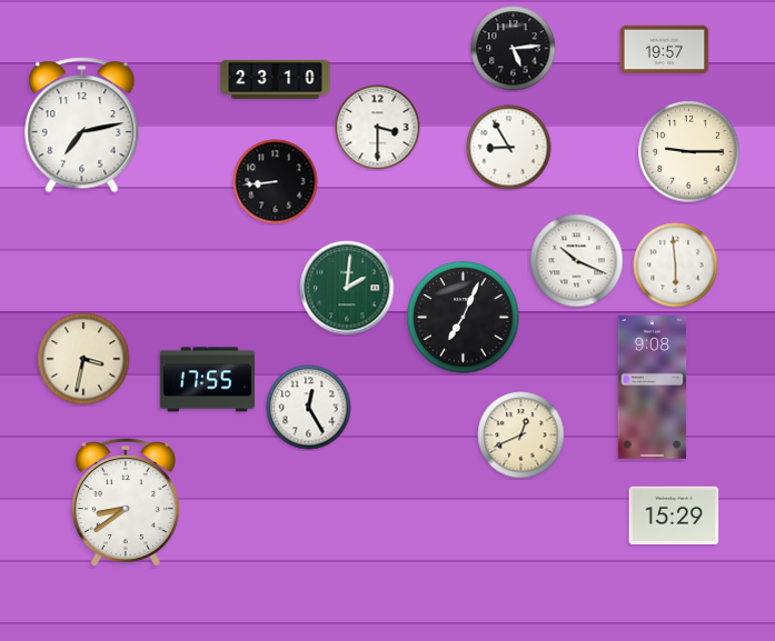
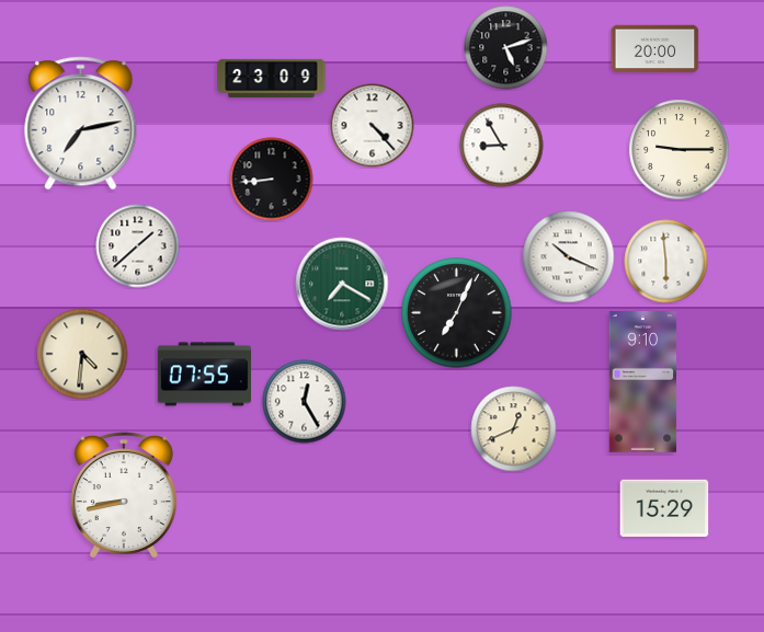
clock at (514, 49): 5:14 -> 5:12
clock at (665, 50): 19:57 -> 20:00
clock at (276, 79): 23:10 -> 23:09
clock at (378, 128): 3:30 -> 4:23
clock at (138, 246): none -> 1:38
clock at (347, 288): 2:01 -> 7:20
clock at (83, 359): 3:32 -> 4:31
clock at (207, 380): 17:55 -> 07:55
clock at (653, 388): 9:08 -> 9:10
clock at (126, 502): 8:39 -> 8:43
